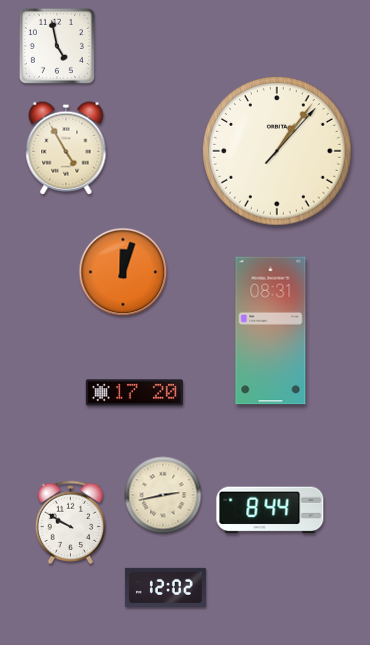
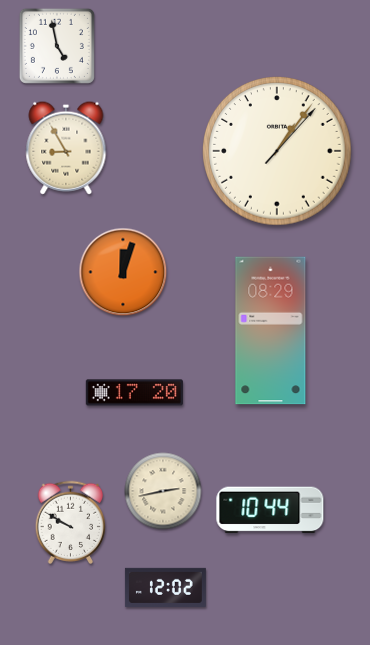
clock at (66, 148): 4:55 -> 8:55
clock at (271, 331): 08:31 -> 08:29
clock at (163, 495) position: (163, 495) -> (163, 491)
clock at (270, 510): 8:44 -> 10:44
